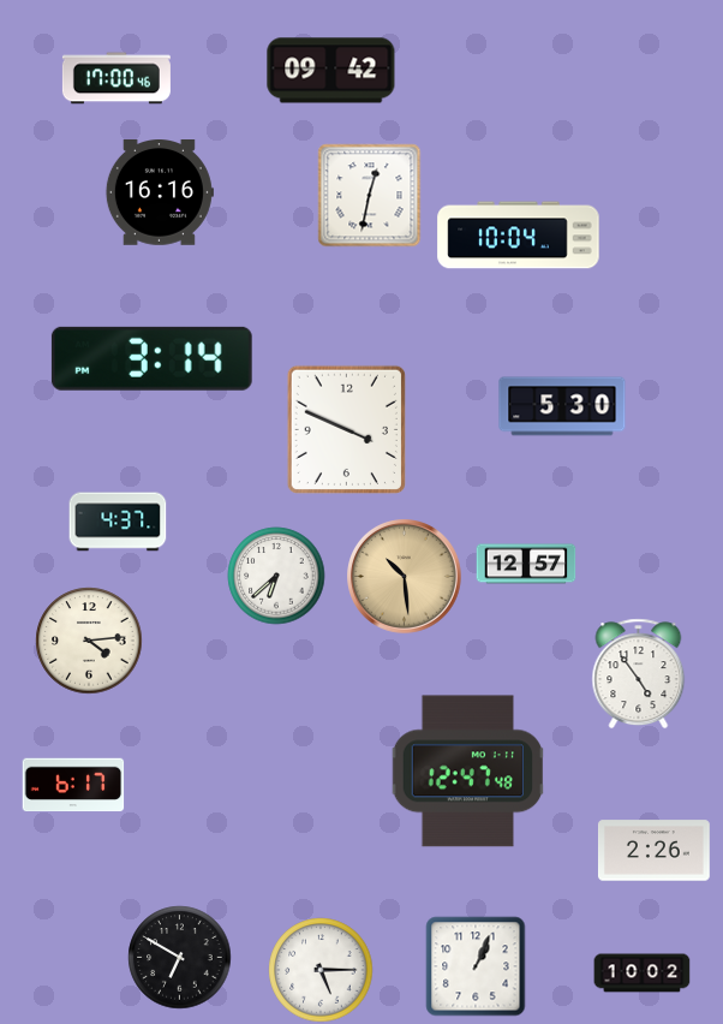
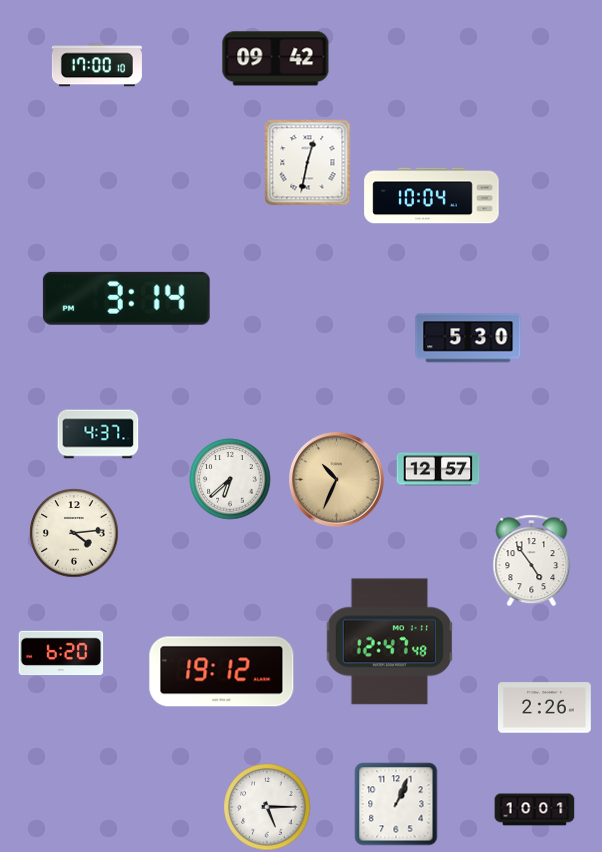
clock at (116, 78): 17:00:46 -> 17:00:10
clock at (160, 194): 16:16 -> none
clock at (346, 429): 3:49 -> none
clock at (405, 577): 10:29 -> 10:34
clock at (73, 785): 6:17 -> 6:20
clock at (222, 672): none -> 19:12
clock at (180, 958): 6:50 -> none
clock at (643, 974): 10:02 -> 10:01
